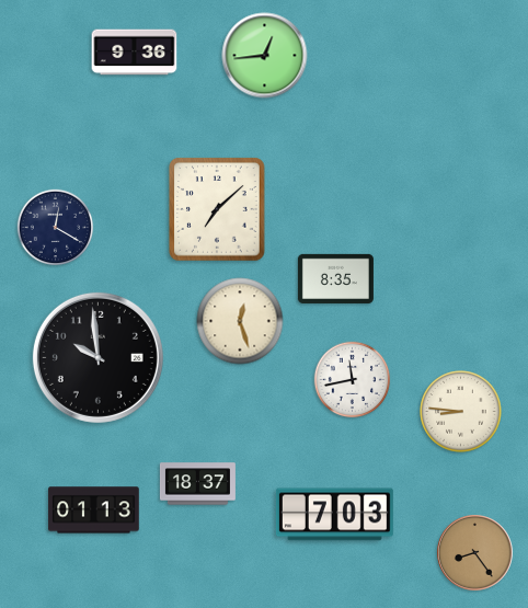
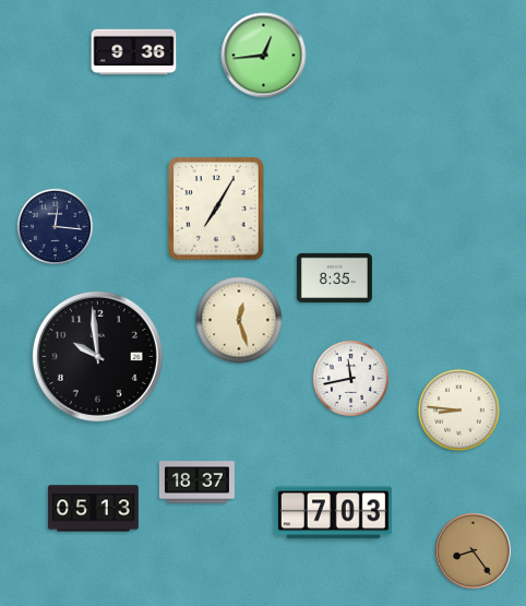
clock at (217, 209): 7:08 -> 7:05
clock at (56, 228): 12:20 -> 12:16
clock at (94, 511): 01:13 -> 05:13
